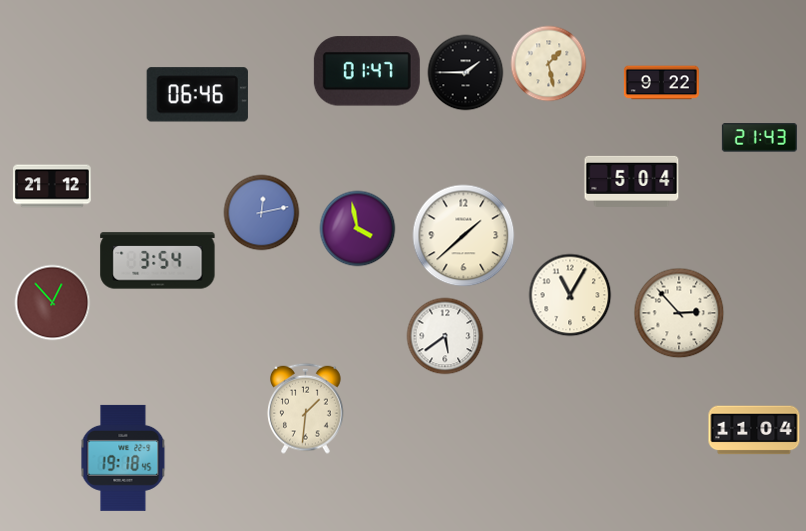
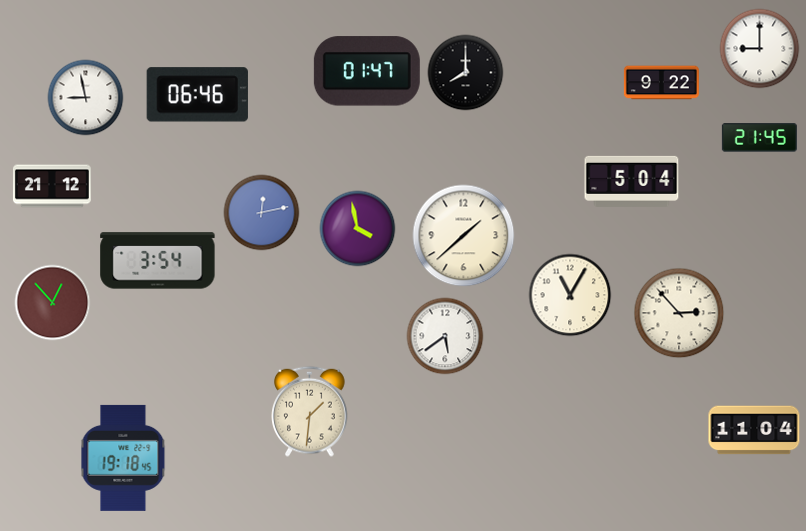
clock at (760, 49): none -> 9:00
clock at (549, 64): 1:28 -> none
clock at (466, 73): 1:45 -> 8:00
clock at (86, 98): none -> 8:58
clock at (759, 138): 21:43 -> 21:45
clock at (306, 408) position: (306, 408) -> (310, 411)
